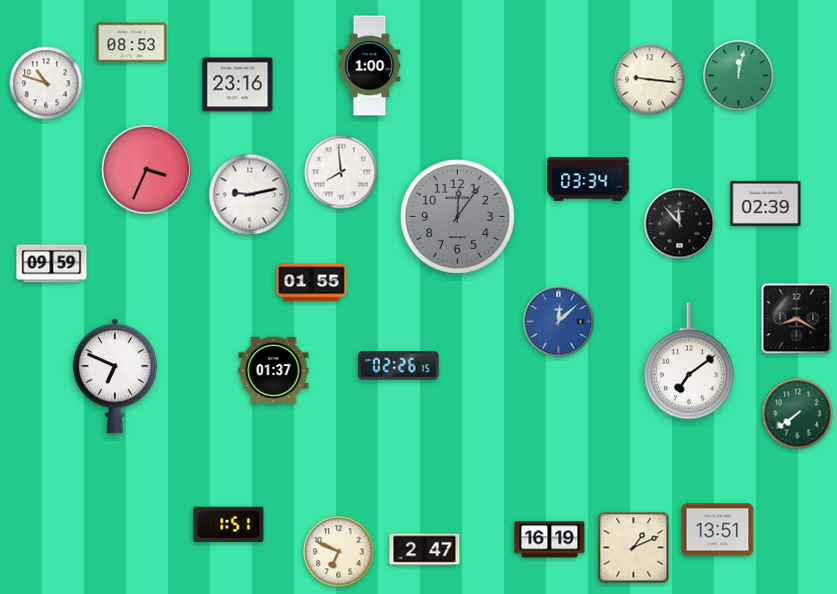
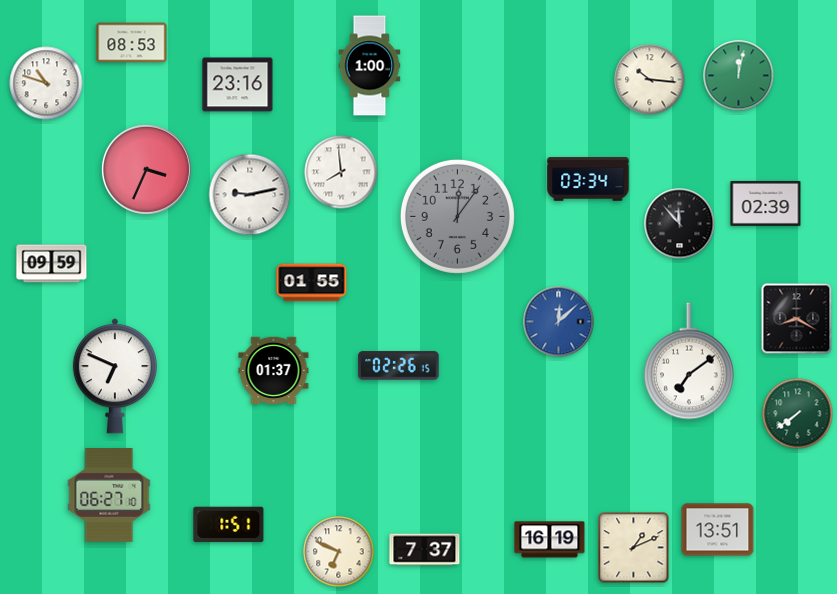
clock at (650, 80): 9:16 -> 10:16
clock at (109, 495): none -> 06:27
clock at (425, 550): 2:47 -> 7:37
